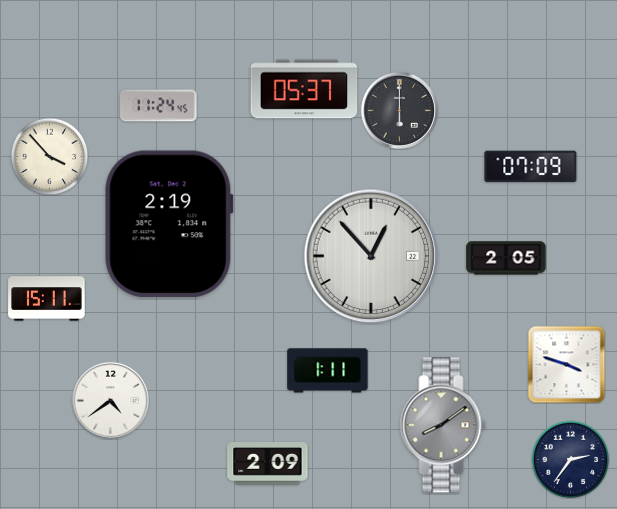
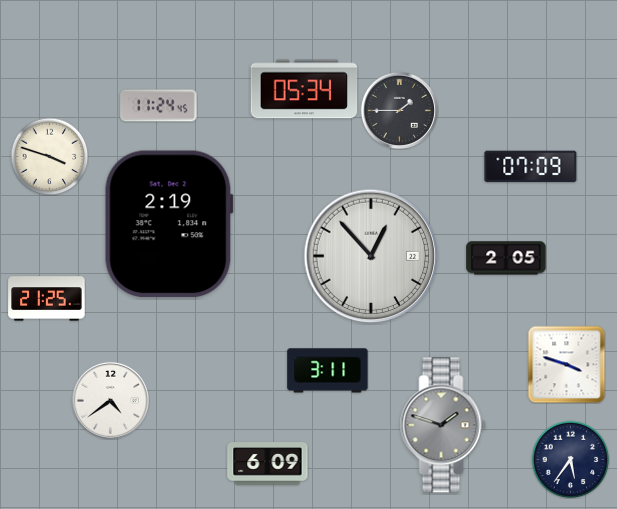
clock at (304, 89): 05:37 -> 05:34
clock at (399, 110): 6:00 -> 1:45
clock at (49, 156): 3:53 -> 3:48
clock at (47, 299): 15:11 -> 21:25
clock at (328, 371): 1:11 -> 3:11
clock at (443, 425): 8:09 -> 1:48
clock at (570, 459): 2:36 -> 5:36
clock at (268, 464): 2:09 -> 6:09
